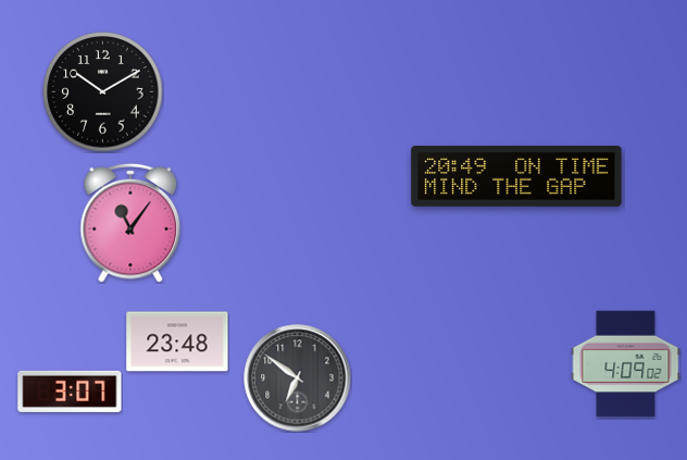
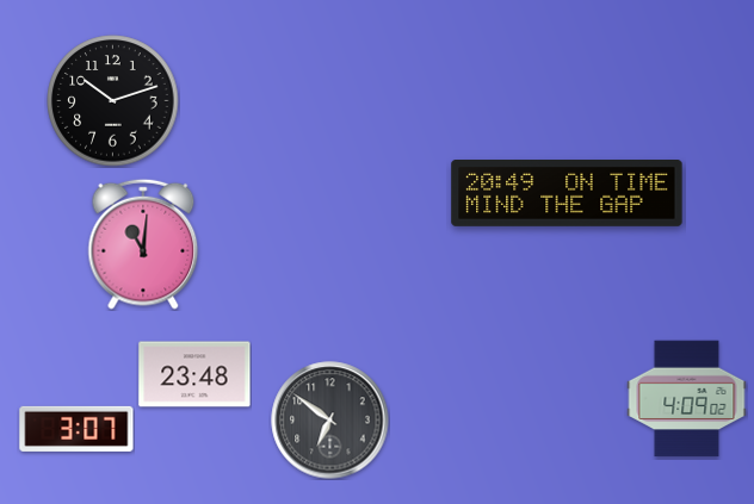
clock at (103, 92): 10:10 -> 10:12
clock at (130, 223): 11:06 -> 11:01
clock at (298, 378) position: (298, 378) -> (330, 421)
